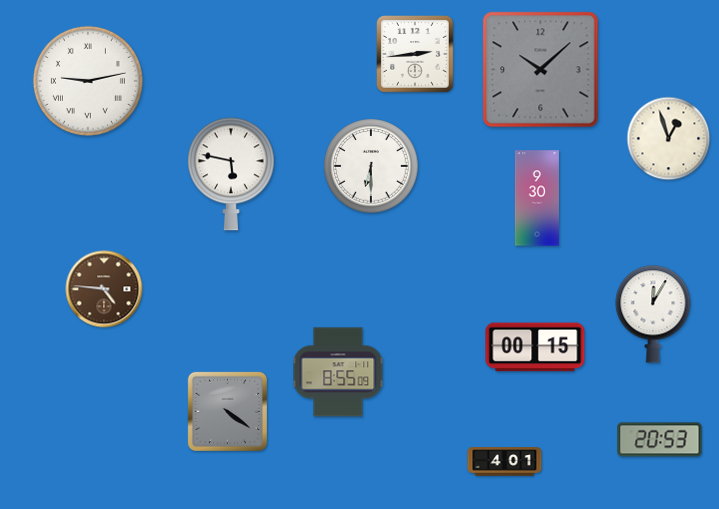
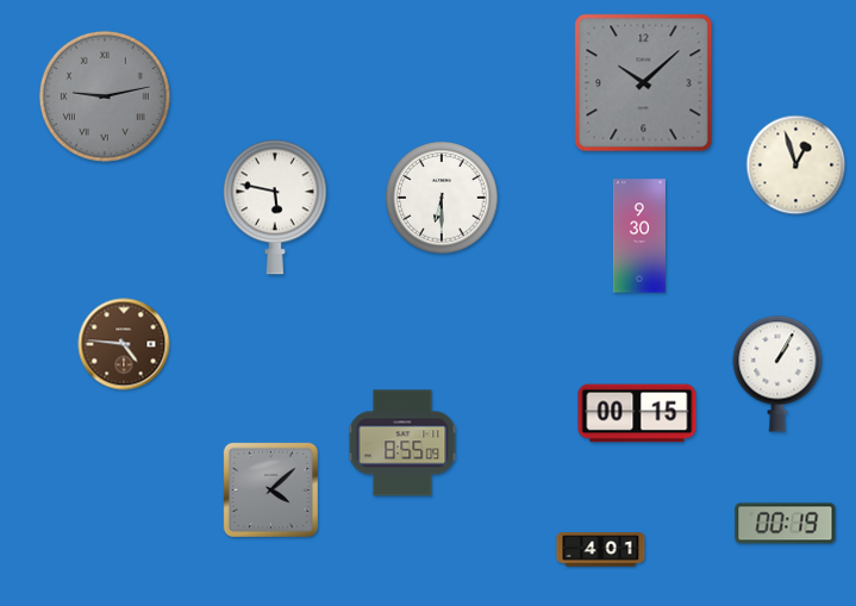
clock at (415, 54): 2:44 -> none
clock at (88, 81) dial: white -> grey
clock at (653, 314): 12:05 -> 1:05
clock at (227, 411): 4:21 -> 4:08
clock at (660, 440): 20:53 -> 00:19
